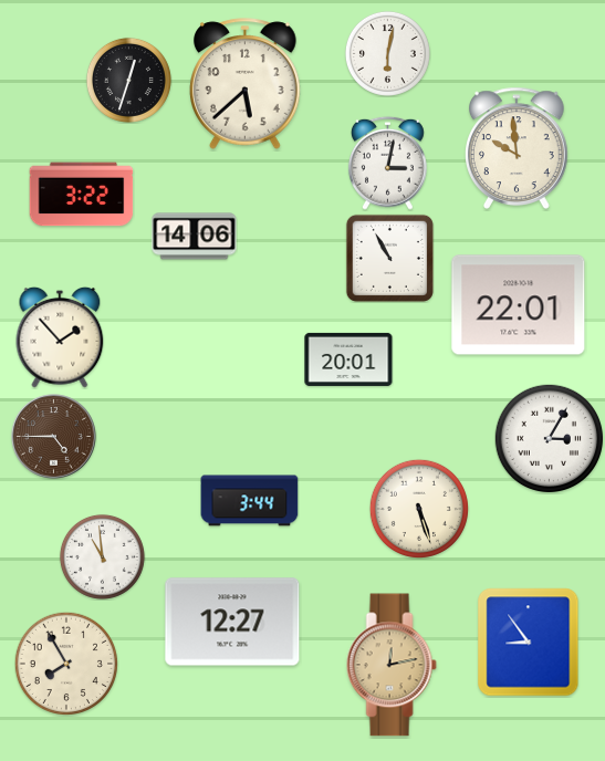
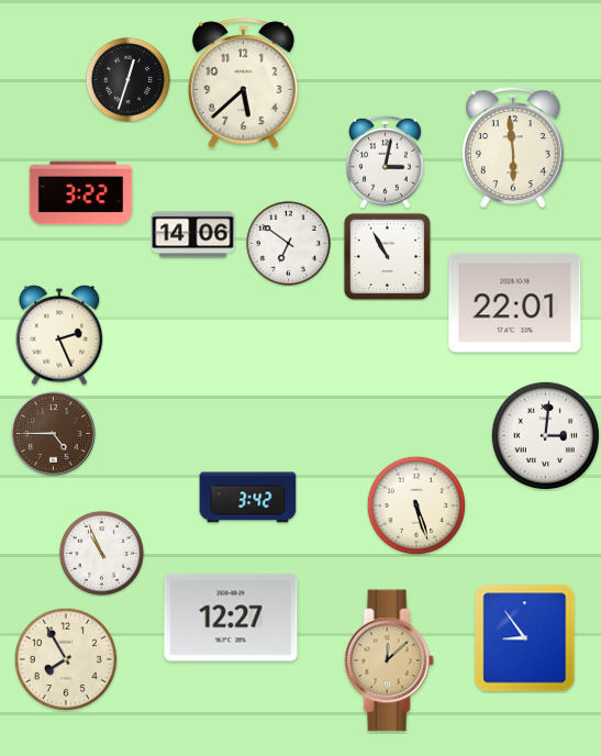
clock at (387, 53): 6:02 -> none
clock at (518, 148): 9:59 -> 5:59
clock at (288, 243): none -> 6:51
clock at (60, 337): 1:53 -> 2:26
clock at (348, 359): 20:01 -> none
clock at (550, 439): 3:05 -> 3:01
clock at (250, 501): 3:44 -> 3:42
clock at (102, 556): 10:59 -> 10:56
clock at (392, 665): 12:13 -> 12:08
